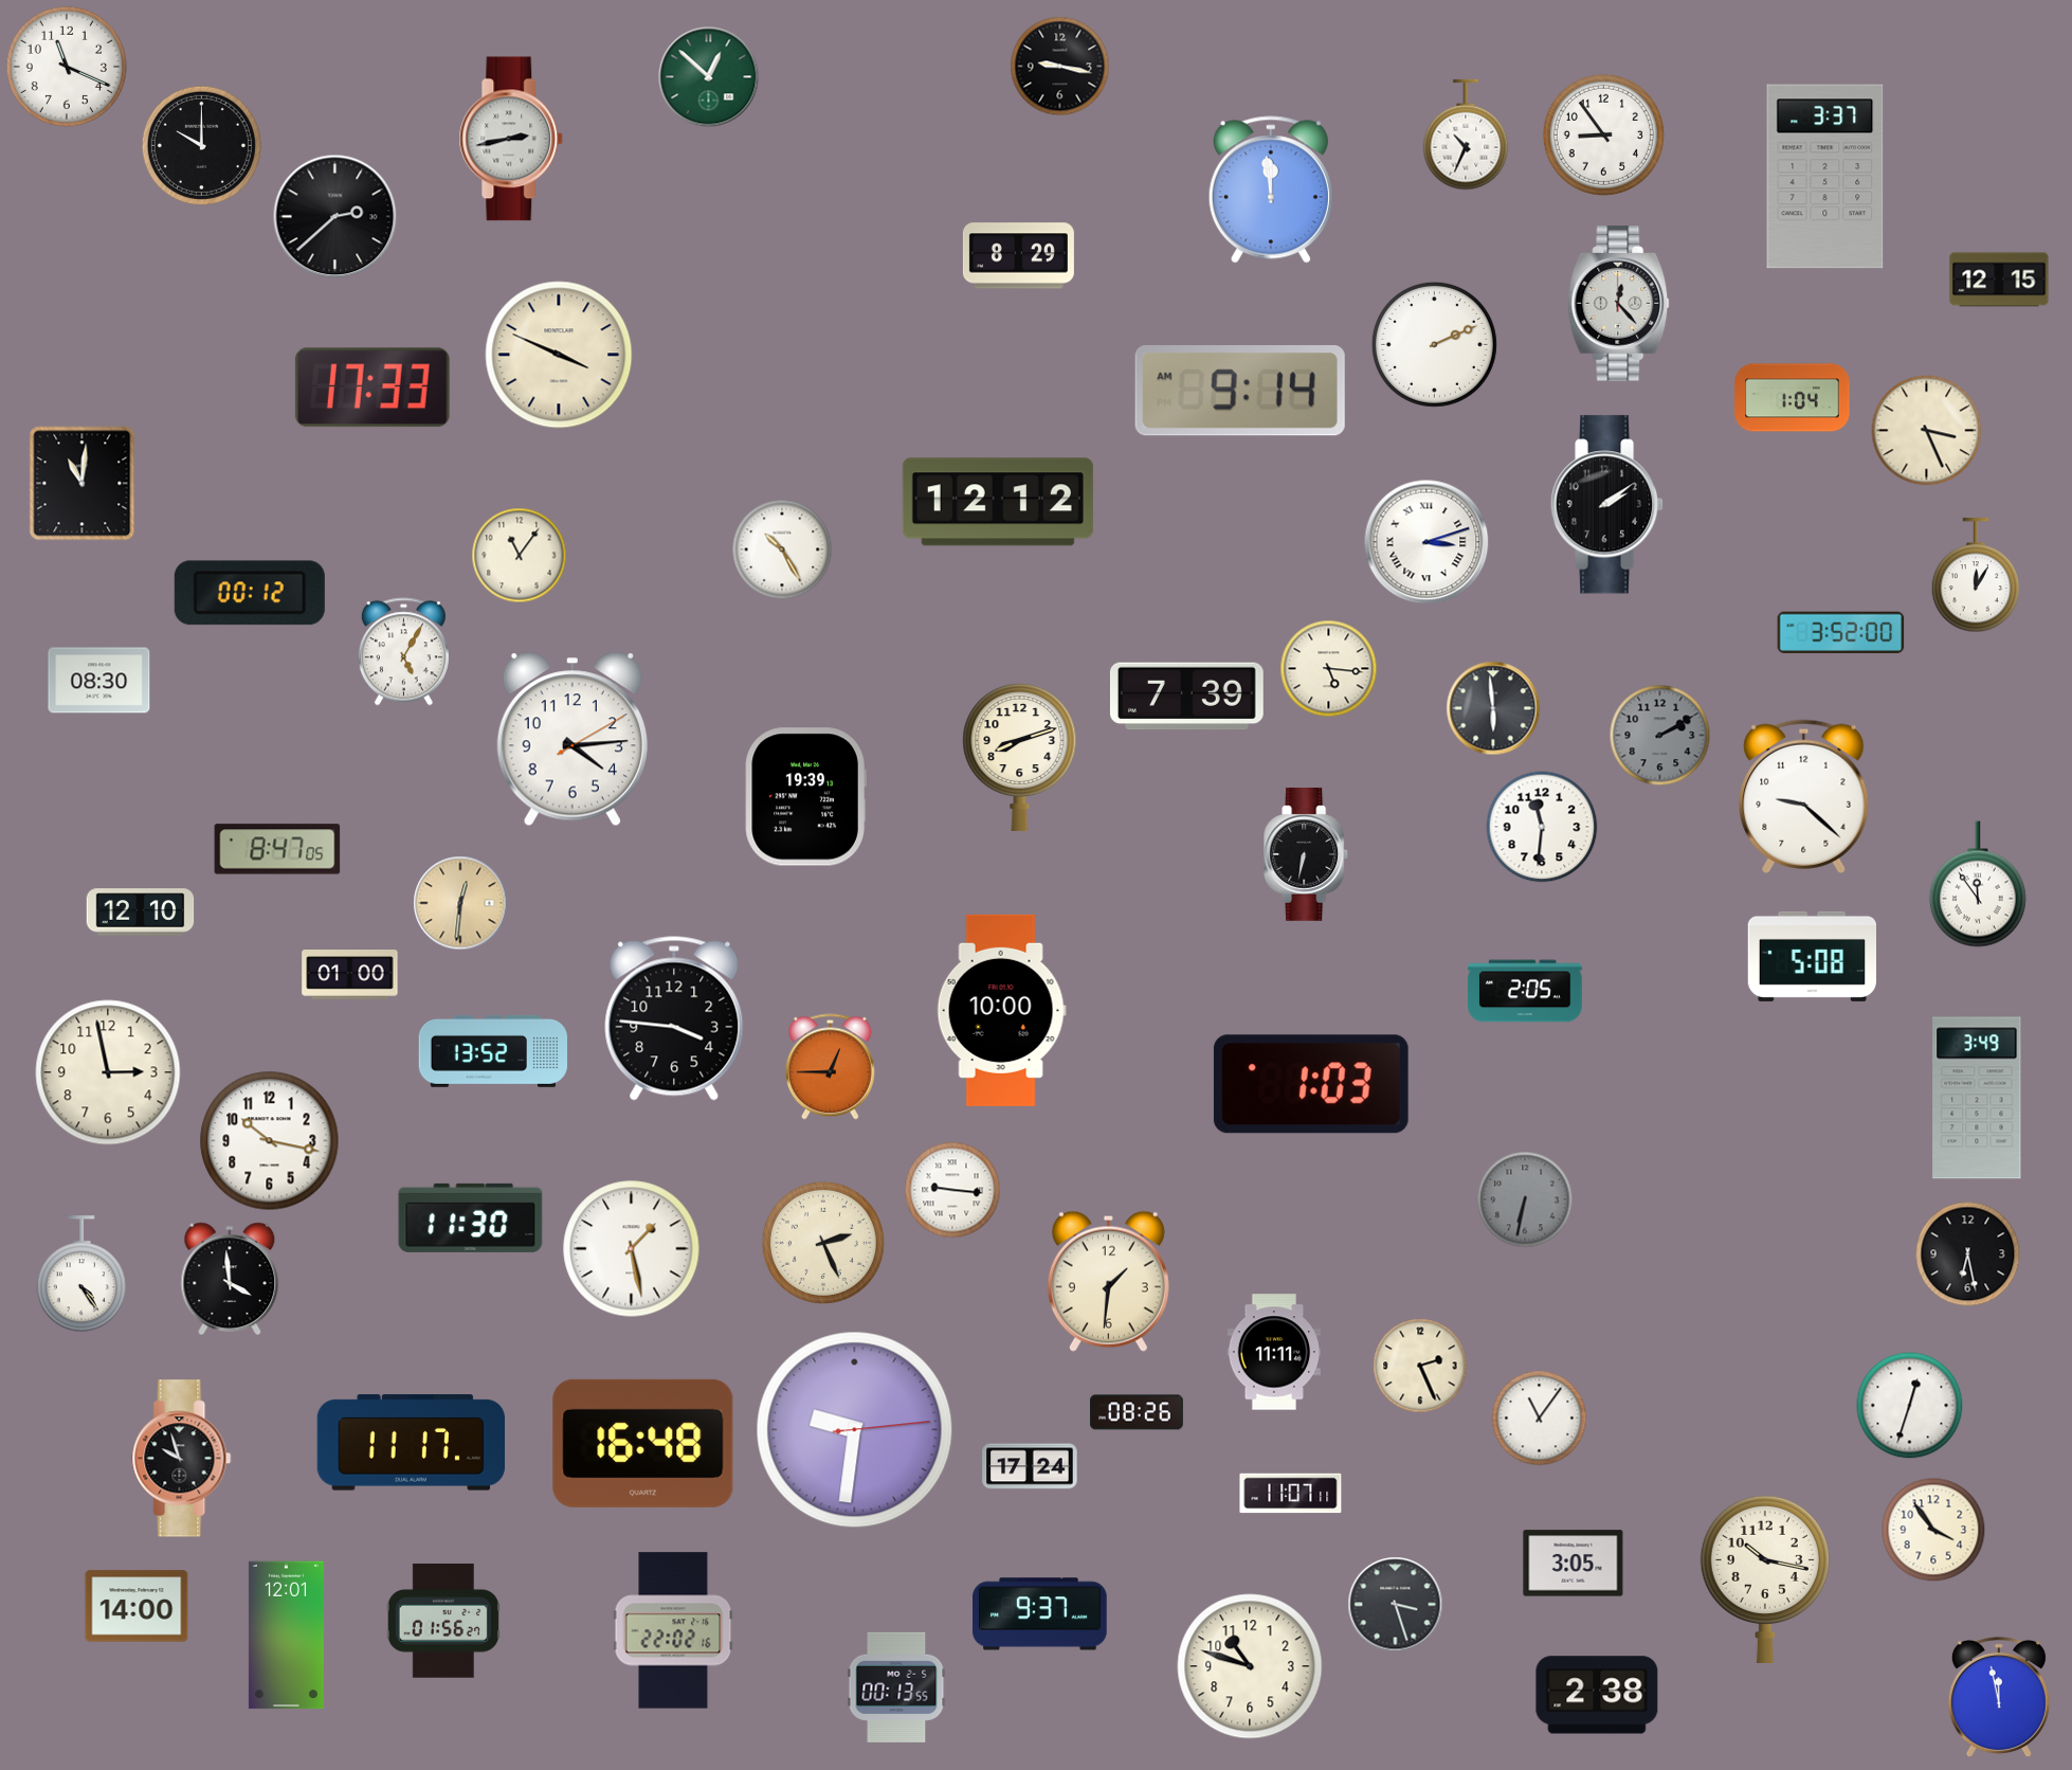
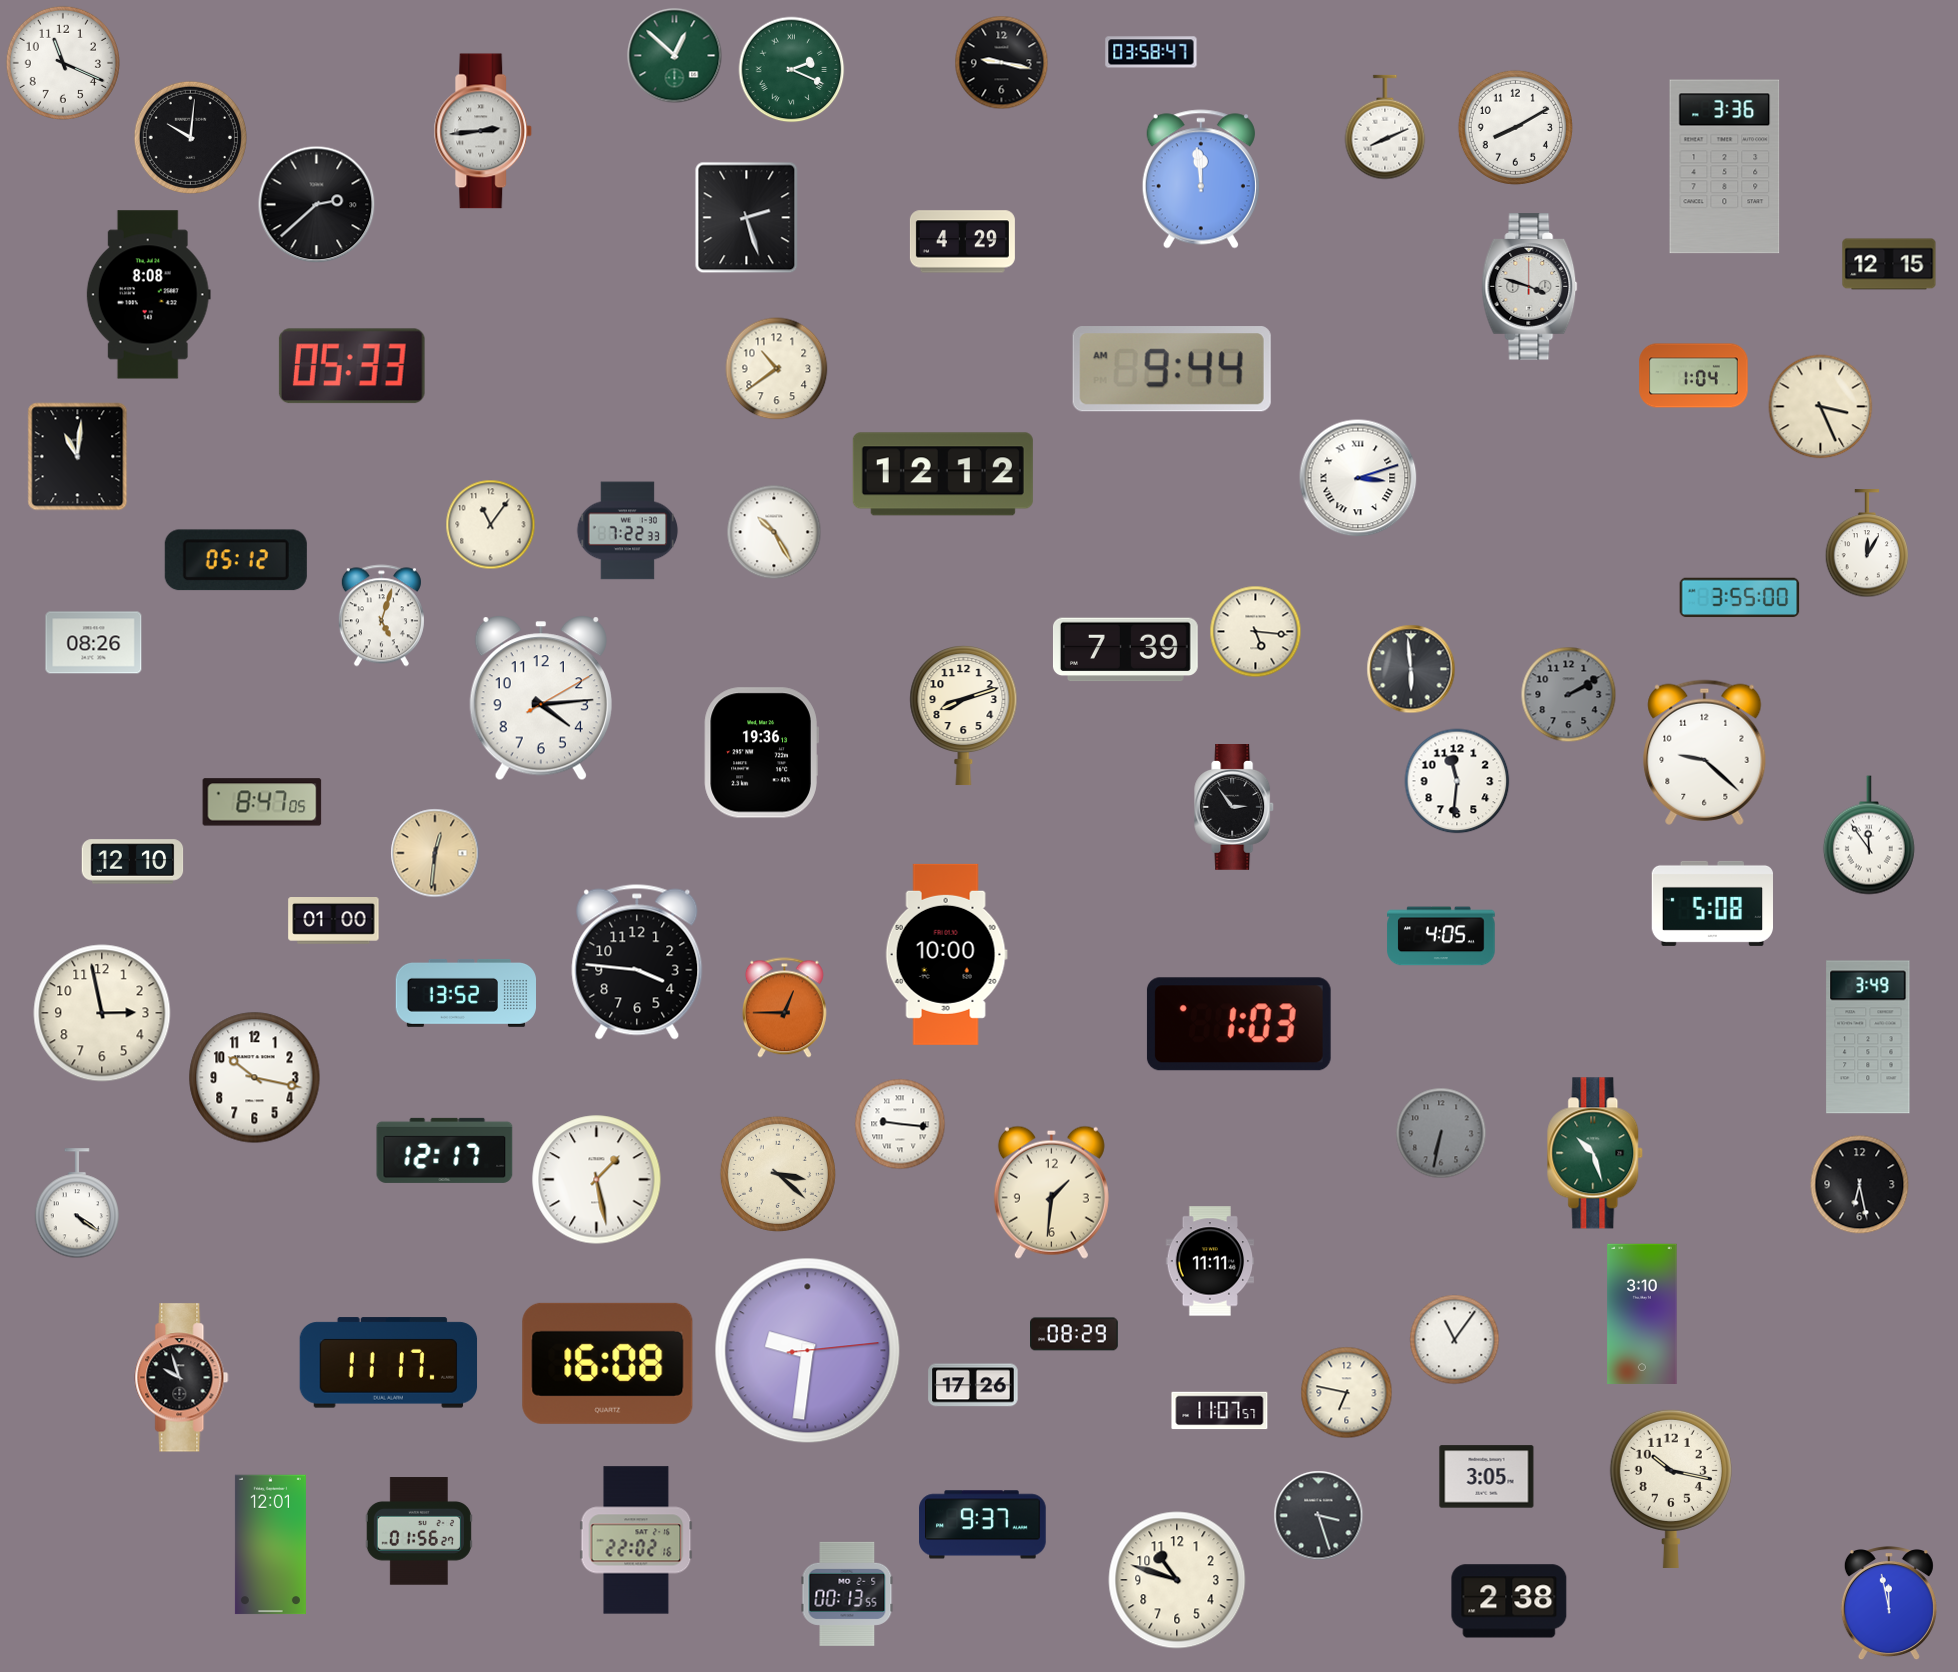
clock at (1151, 52): none -> 03:58
clock at (792, 70): none -> 2:19
clock at (709, 77) position: (709, 77) -> (675, 56)
clock at (1466, 134): 10:34 -> 8:11
clock at (1603, 134): 8:54 -> 8:10
clock at (511, 139): 2:43 -> 2:44
clock at (201, 145): 10:00 -> 10:01
clock at (1825, 177): 3:37 -> 3:36
clock at (747, 218): none -> 2:27
clock at (1018, 256): 8:29 -> 4:29
clock at (1619, 304): 12:23 -> 3:48
clock at (148, 295): none -> 8:08
clock at (1434, 344): 2:11 -> none
clock at (559, 355): 3:49 -> none
clock at (372, 387): 17:33 -> 05:33
clock at (777, 369): none -> 10:39
clock at (1240, 391): 9:14 -> 9:44
clock at (1607, 505): 2:09 -> none
clock at (1426, 542) position: (1426, 542) -> (1358, 478)
clock at (782, 549) position: (782, 549) -> (774, 532)
clock at (628, 531): none -> 7:22
clock at (250, 593): 00:12 -> 05:12
clock at (1841, 633): 3:52 -> 3:55
clock at (403, 652): 5:05 -> 5:03
clock at (99, 681): 08:30 -> 08:26
clock at (1186, 697) position: (1186, 697) -> (1125, 650)
clock at (805, 797): 19:39 -> 19:36
clock at (1307, 855): 6:32 -> 2:54
clock at (350, 975) position: (350, 975) -> (334, 921)
clock at (1525, 991): 2:05 -> 4:05
clock at (471, 1217): 11:30 -> 12:17
clock at (1596, 1153): none -> 10:27
clock at (823, 1243): 2:26 -> 3:22
clock at (80, 1275): 4:24 -> 4:21
clock at (230, 1278): 3:59 -> none
clock at (1108, 1281) position: (1108, 1281) -> (1051, 1192)
clock at (1274, 1352) position: (1274, 1352) -> (1210, 1261)
clock at (1420, 1366): 2:26 -> none
clock at (1642, 1313): none -> 3:10
clock at (1910, 1406): 12:33 -> none
clock at (1138, 1412): 08:26 -> 08:29
clock at (643, 1443): 16:48 -> 16:08
clock at (182, 1459) position: (182, 1459) -> (182, 1378)
clock at (1030, 1466): 17:24 -> 17:26
clock at (1347, 1393): none -> 6:47
clock at (1291, 1494): 11:07:11 -> 11:07:57
clock at (1933, 1530): 3:54 -> none
clock at (1765, 1578) position: (1765, 1578) -> (1671, 1488)
clock at (137, 1606): 14:00 -> none
clock at (1250, 1666) position: (1250, 1666) -> (1177, 1580)
